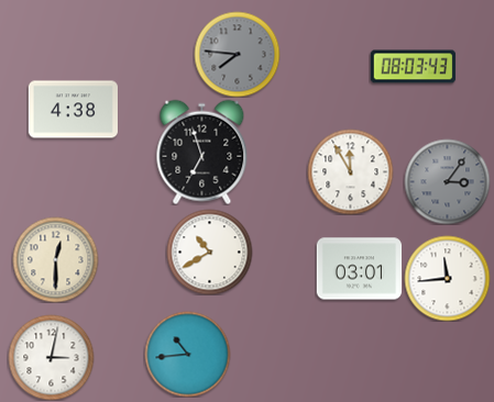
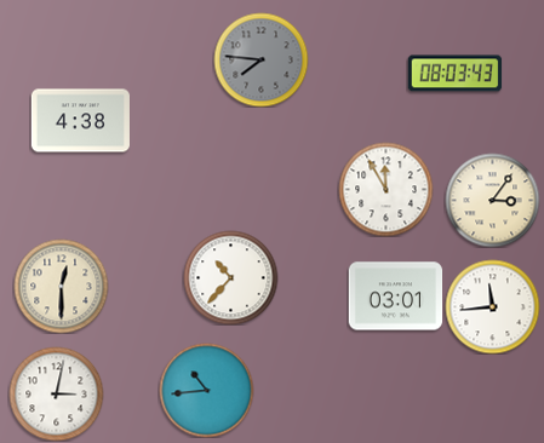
clock at (202, 152): 6:57 -> none
clock at (447, 181) dial: grey -> cream
clock at (209, 252): 10:40 -> 10:37
